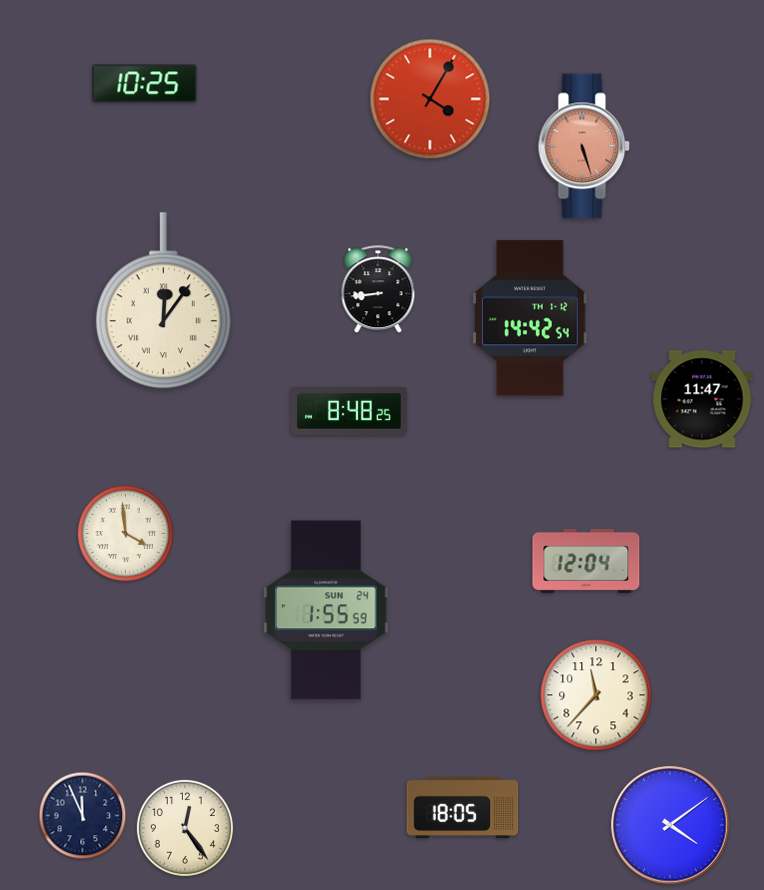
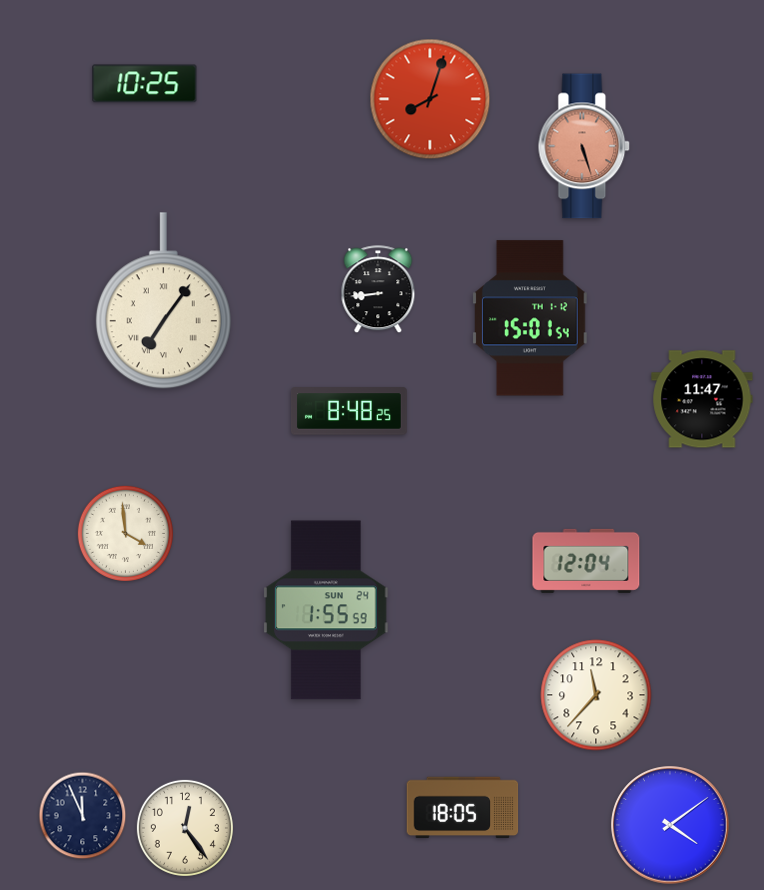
clock at (430, 99): 4:05 -> 8:03
clock at (163, 301): 12:06 -> 7:06
clock at (530, 318): 14:42 -> 15:01
